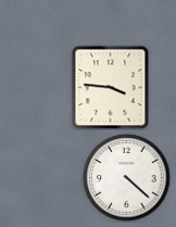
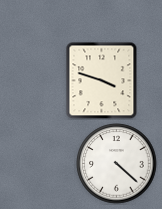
clock at (111, 87): 3:46 -> 3:48
